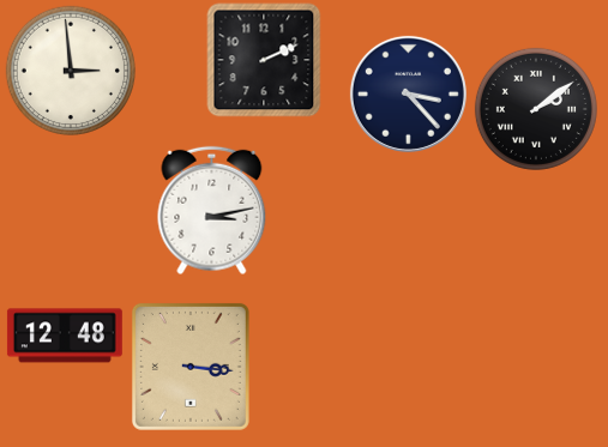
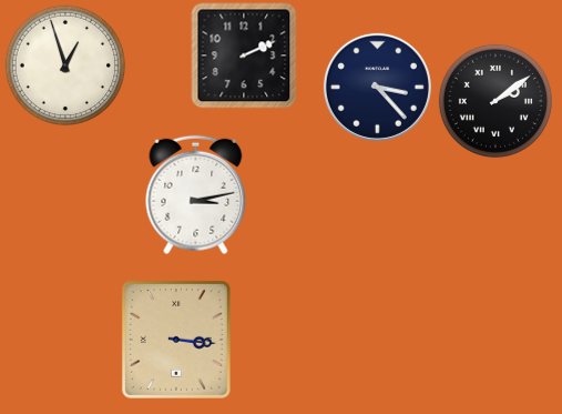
clock at (70, 70): 2:59 -> 12:57
clock at (65, 336): 12:48 -> none
